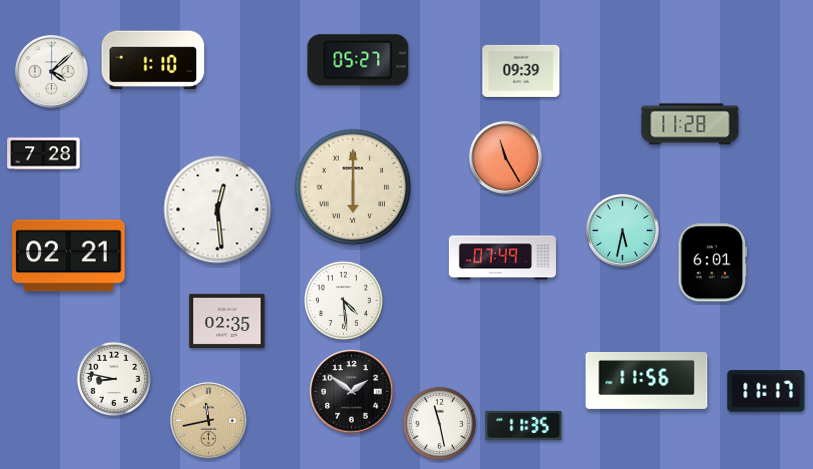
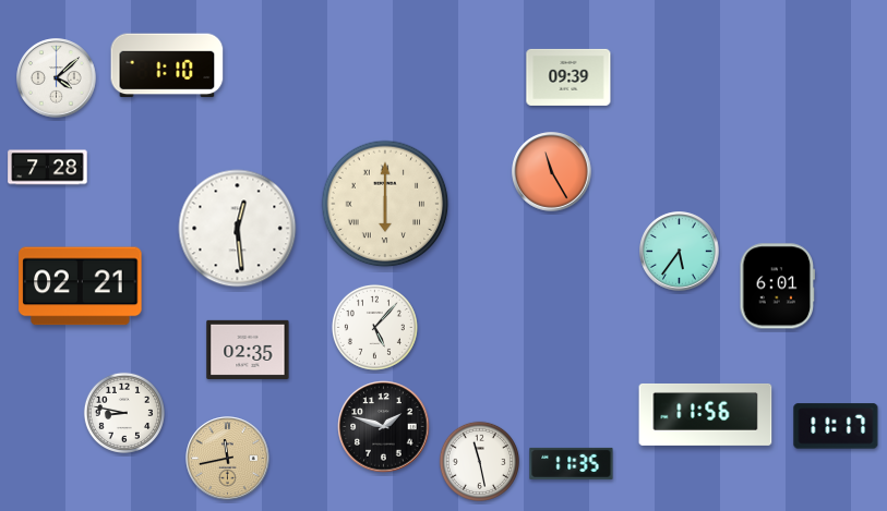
clock at (358, 60): 05:27 -> none
clock at (690, 124): 11:28 -> none
clock at (623, 231): 5:32 -> 5:36
clock at (69, 256) position: (69, 256) -> (81, 287)
clock at (502, 258): 07:49 -> none
clock at (343, 300): 4:29 -> 5:07
clock at (352, 392): 1:51 -> 1:48
